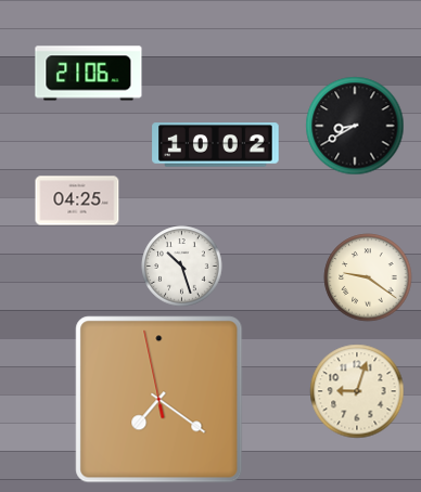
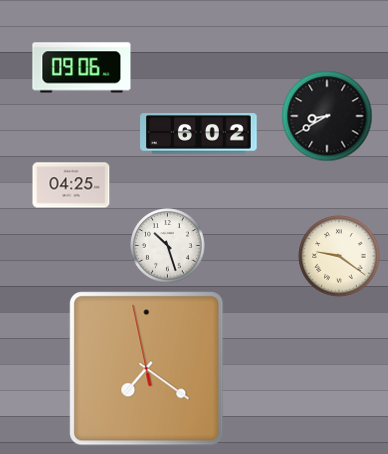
clock at (89, 74): 21:06 -> 09:06
clock at (216, 145): 10:02 -> 6:02
clock at (357, 391): 9:03 -> none
